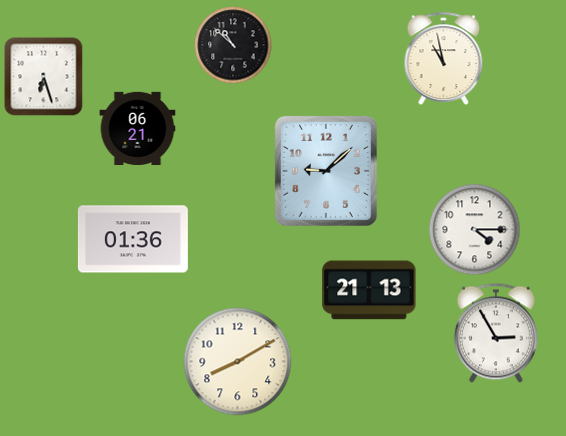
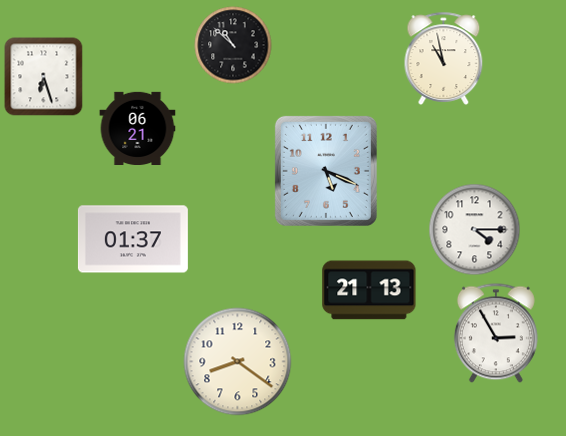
clock at (326, 171): 9:08 -> 5:19
clock at (133, 239): 01:36 -> 01:37
clock at (238, 362): 8:10 -> 8:21
